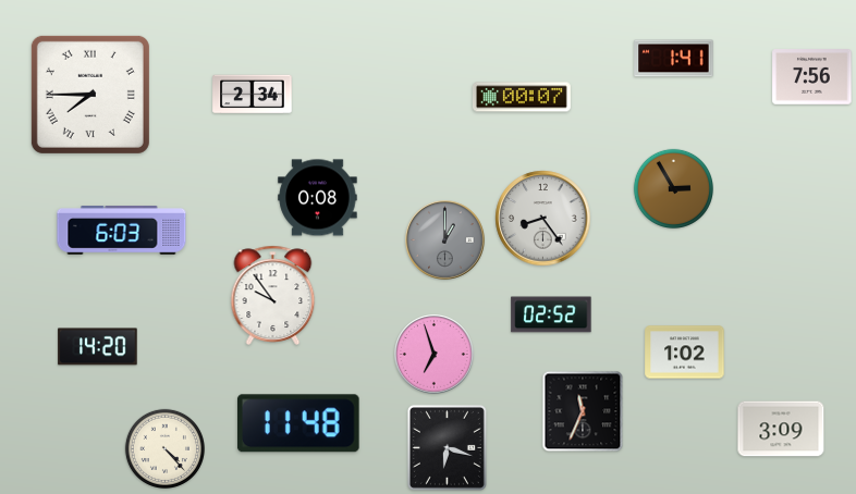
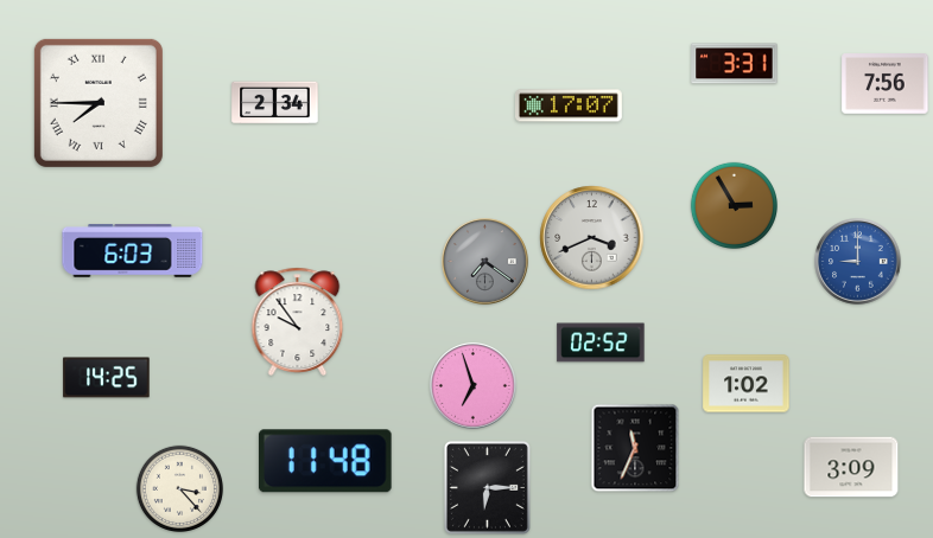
clock at (674, 59): 1:41 -> 3:31
clock at (522, 97): 00:07 -> 17:07
clock at (318, 198): 0:08 -> none
clock at (543, 219): 8:24 -> 3:41
clock at (445, 240): 1:00 -> 7:21
clock at (858, 262): none -> 9:00
clock at (98, 347): 14:20 -> 14:25
clock at (447, 447): 6:18 -> 6:15
clock at (164, 448): 4:23 -> 3:23
